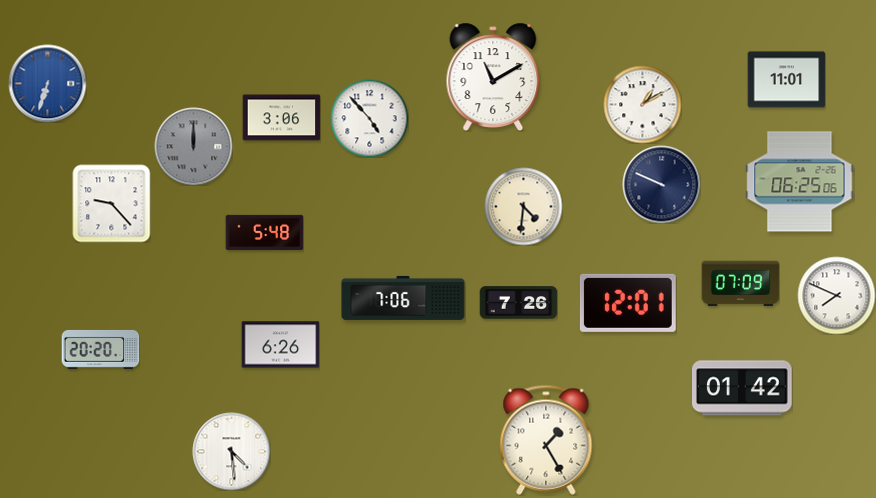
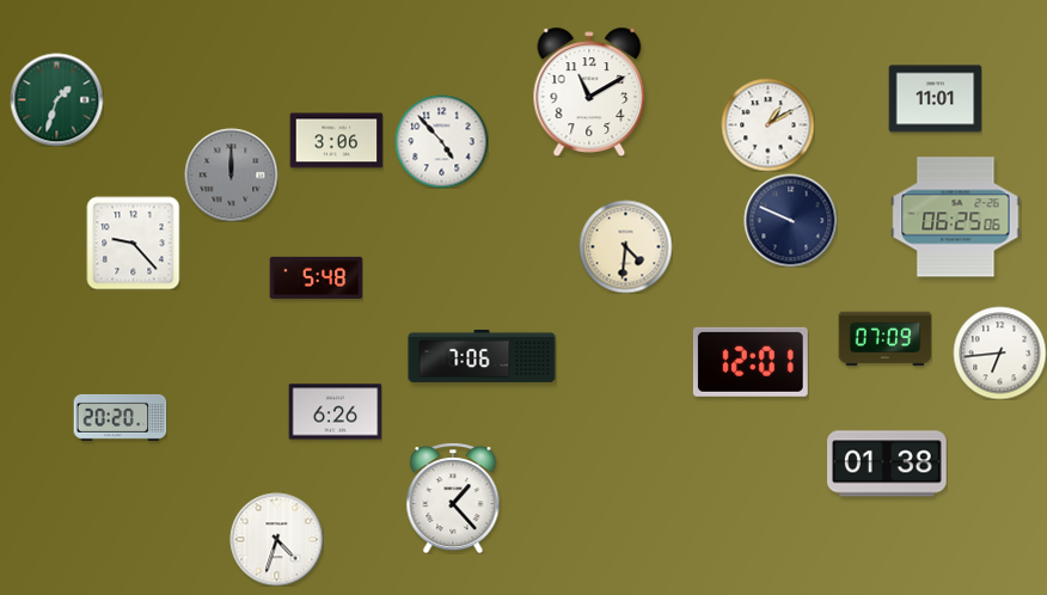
clock at (786, 80) position: (786, 80) -> (935, 99)
clock at (47, 83): 6:33 -> 1:33
clock at (47, 83) dial: blue -> green
clock at (836, 295): 7:49 -> 6:44
clock at (518, 303): 7:26 -> none
clock at (743, 388): 01:42 -> 01:38
clock at (453, 498): none -> 1:23
clock at (546, 440): 1:25 -> none
clock at (231, 451): 4:29 -> 4:33
